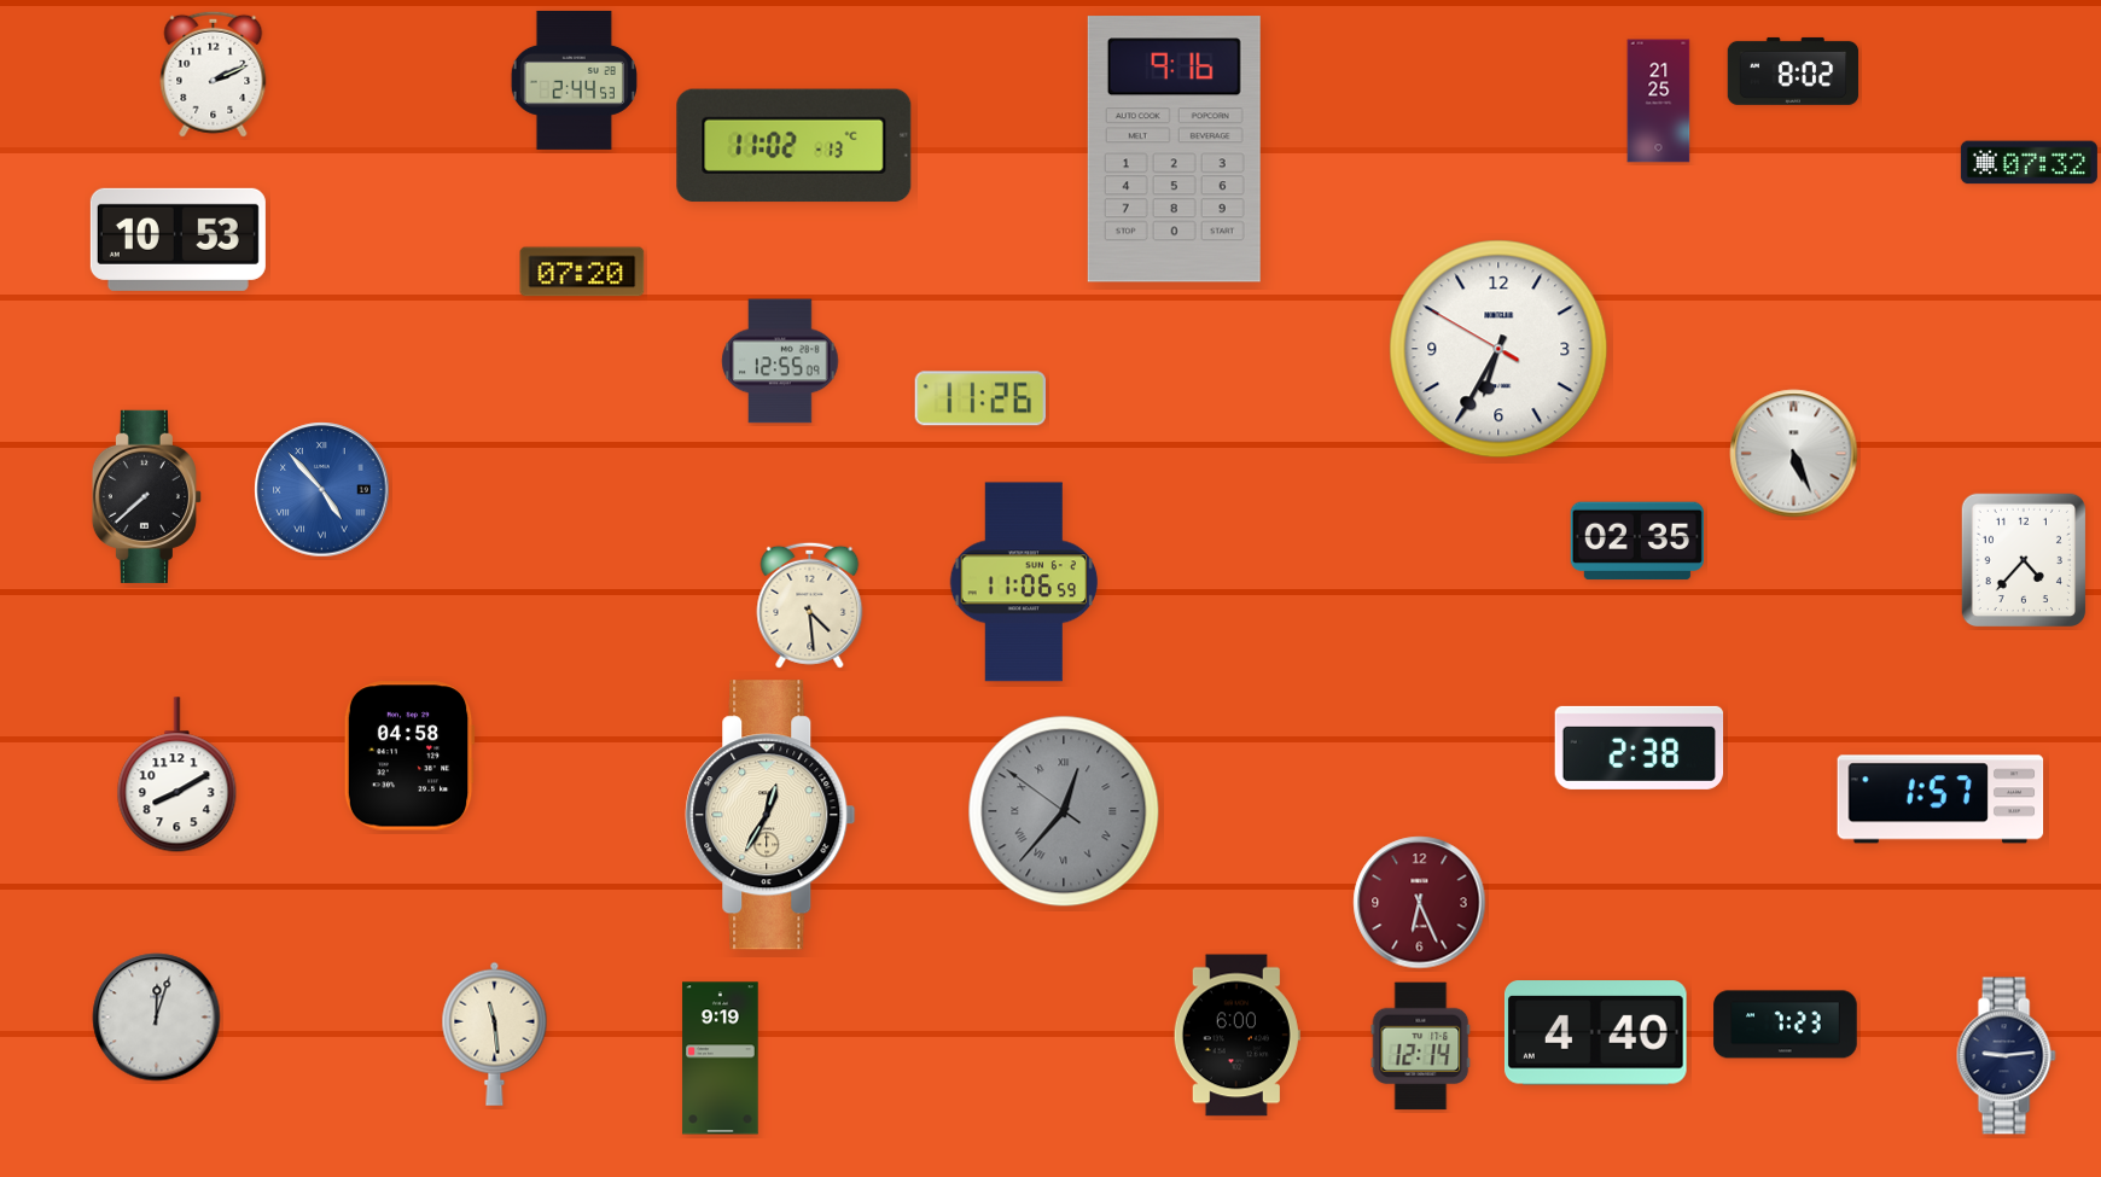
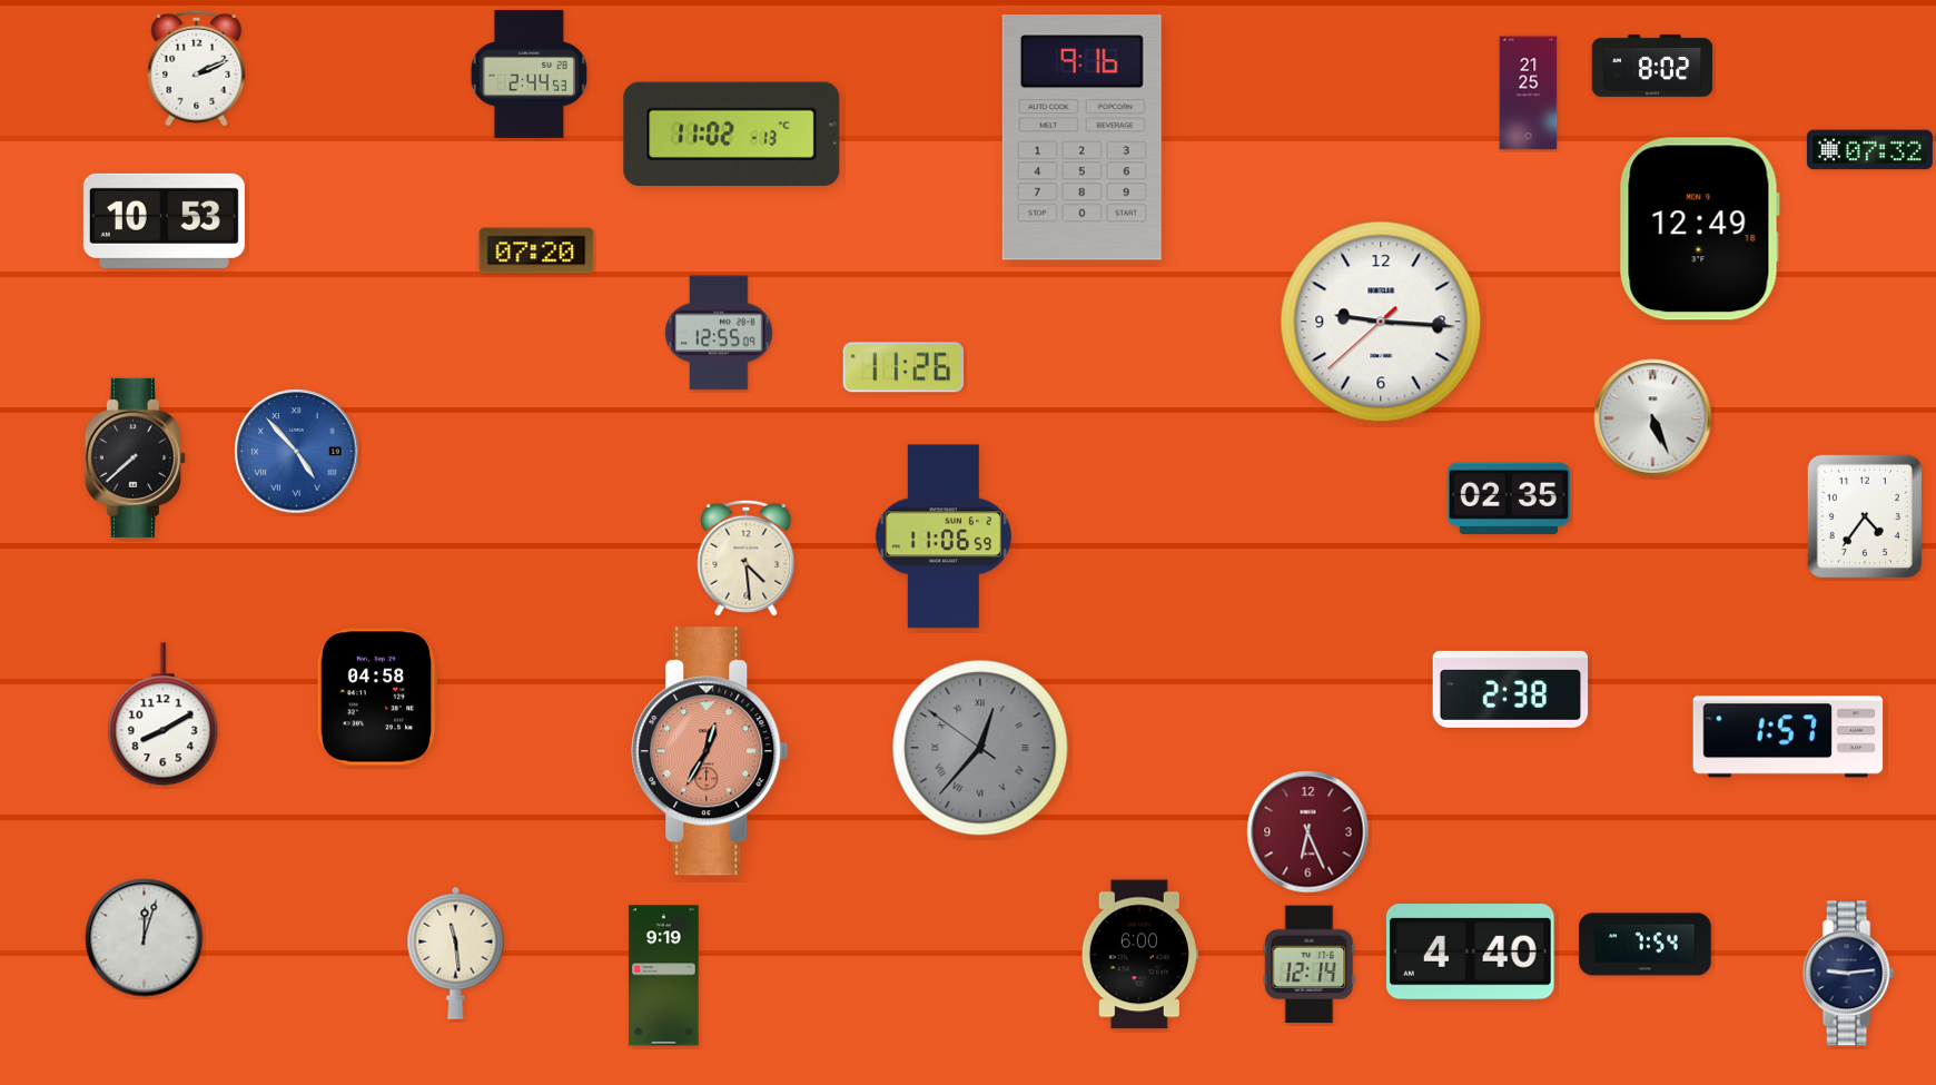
clock at (1699, 229): none -> 12:49
clock at (1498, 349): 6:34 -> 9:15
clock at (2023, 559): 4:37 -> 4:36
clock at (770, 815) dial: cream -> salmon
clock at (1786, 1025): 7:23 -> 7:54
